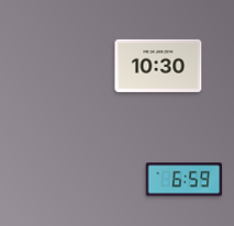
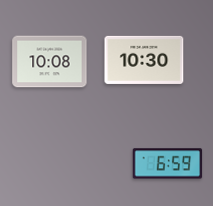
clock at (50, 62): none -> 10:08
